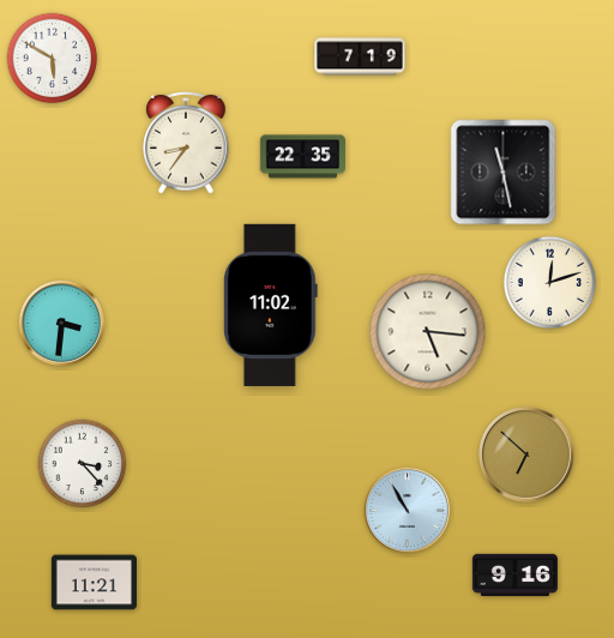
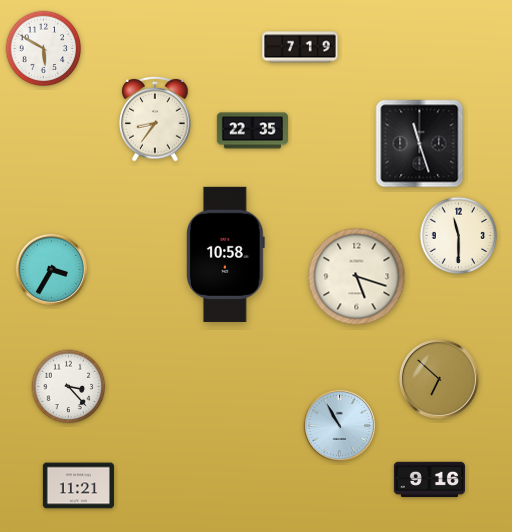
clock at (504, 173): 11:28 -> 11:27
clock at (550, 283): 12:12 -> 11:30
clock at (270, 305): 11:02 -> 10:58
clock at (61, 323): 3:31 -> 3:35
clock at (428, 332): 5:16 -> 5:18
